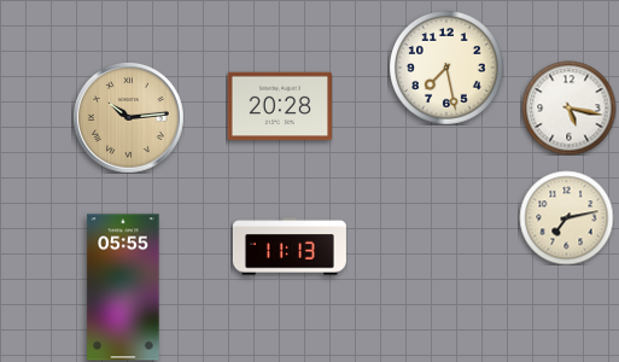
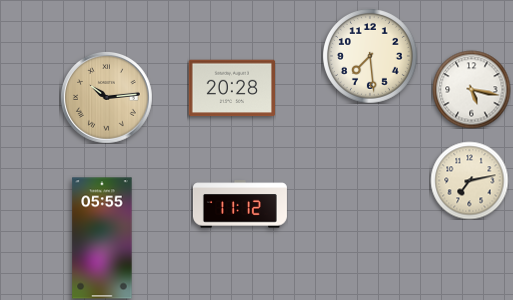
clock at (446, 68): 7:28 -> 7:29
clock at (290, 246): 11:13 -> 11:12
